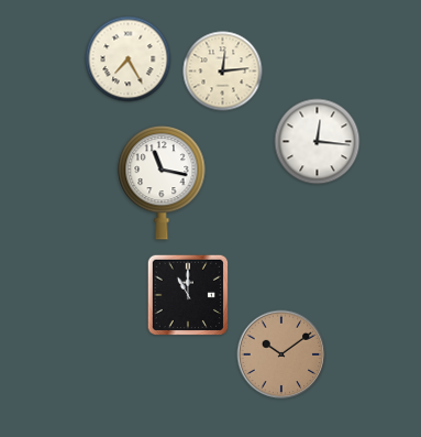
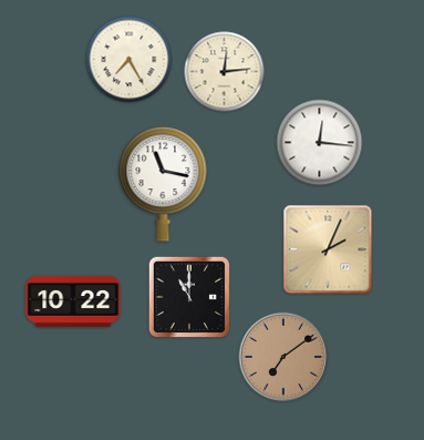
clock at (328, 249): none -> 2:04
clock at (73, 301): none -> 10:22
clock at (281, 354): 10:09 -> 7:09
